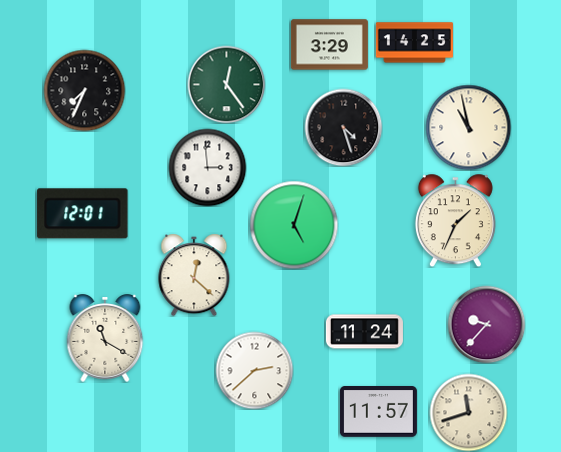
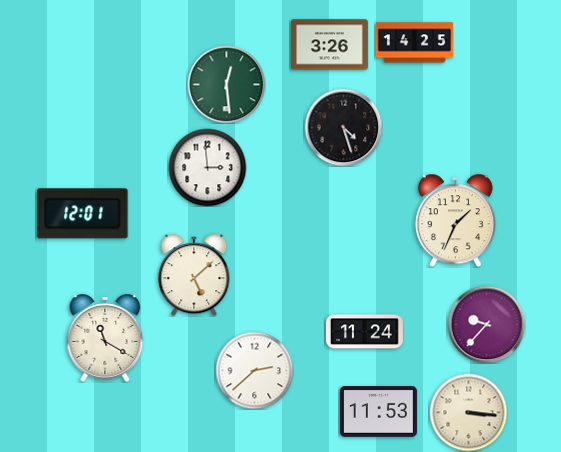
clock at (329, 45): 3:29 -> 3:26
clock at (226, 84): 12:24 -> 12:29
clock at (84, 90): 7:34 -> none
clock at (468, 127): 10:58 -> none
clock at (294, 225): 5:03 -> none
clock at (194, 275): 12:22 -> 5:08
clock at (378, 412): 11:57 -> 11:53
clock at (468, 412): 11:42 -> 3:16
